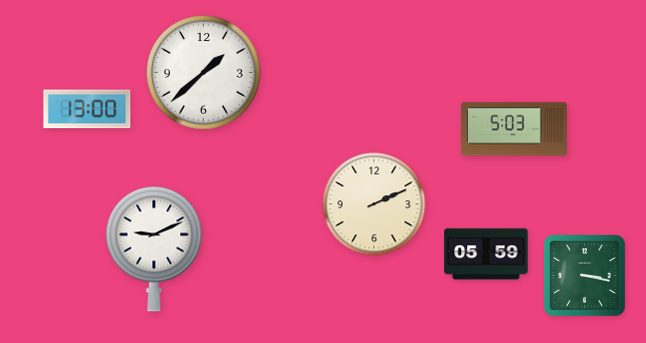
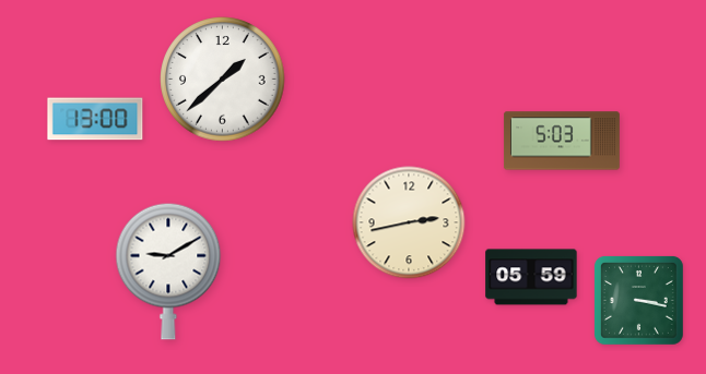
clock at (374, 204): 2:11 -> 2:43
clock at (154, 249): 9:11 -> 9:10
